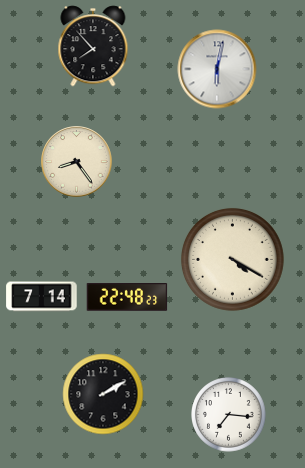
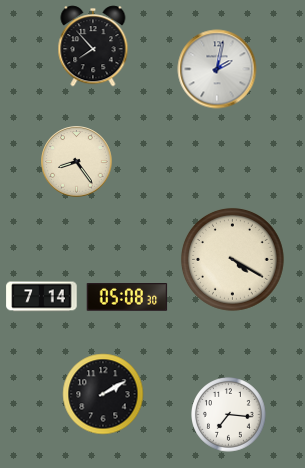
clock at (217, 69): 6:02 -> 2:02
clock at (127, 297): 22:48 -> 05:08
